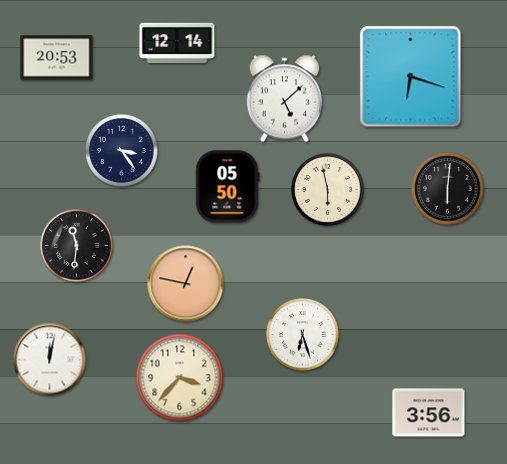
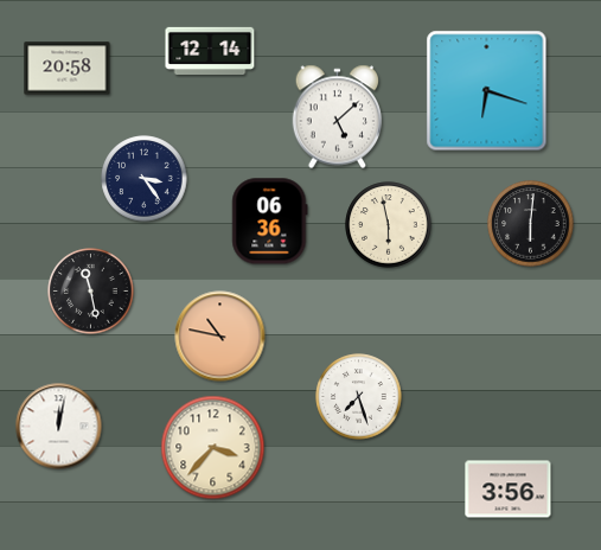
clock at (57, 58): 20:53 -> 20:58
clock at (228, 187): 05:50 -> 06:36
clock at (77, 246): 11:31 -> 11:28
clock at (186, 284): 12:47 -> 10:47
clock at (303, 335): 6:27 -> 7:27
